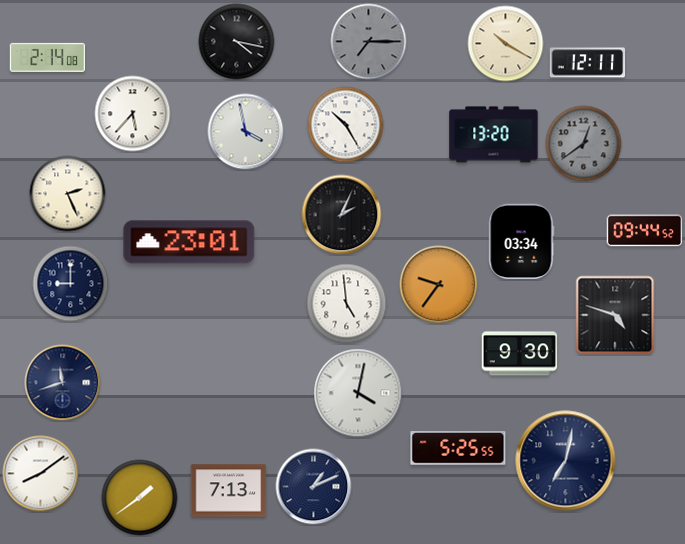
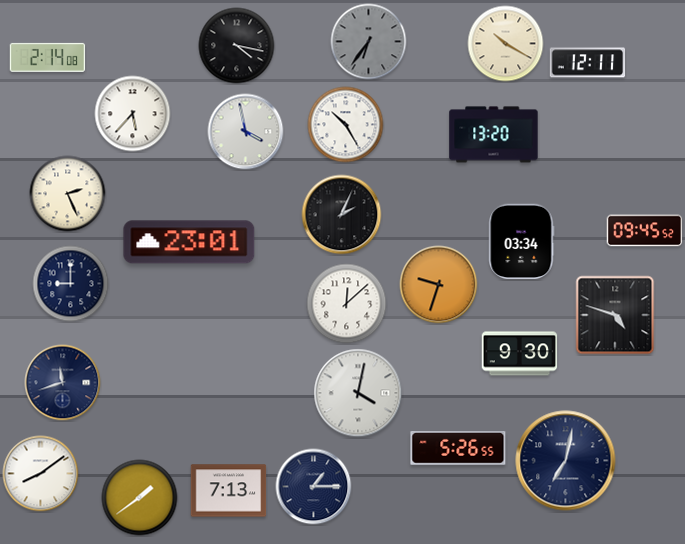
clock at (237, 42) position: (237, 42) -> (237, 46)
clock at (369, 42): 7:15 -> 6:36
clock at (584, 144): 12:39 -> none
clock at (645, 231): 09:44 -> 09:45
clock at (439, 285): 9:36 -> 9:33
clock at (347, 304): 4:59 -> 12:08
clock at (458, 449): 5:25 -> 5:26
clock at (314, 487): 1:11 -> 1:15
